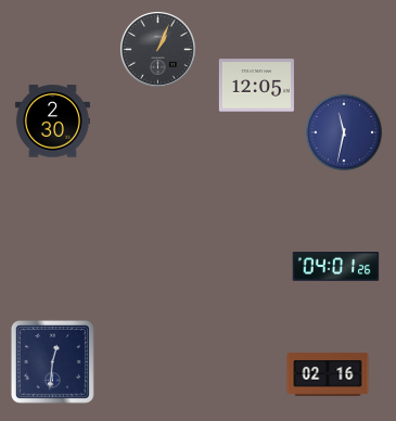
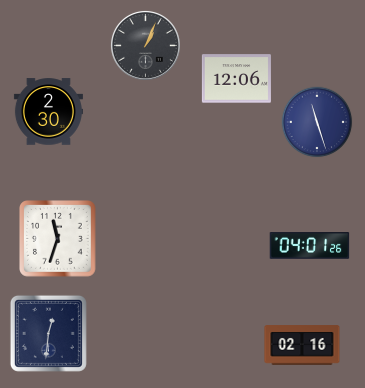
clock at (256, 86): 12:05 -> 12:06
clock at (344, 132): 11:32 -> 11:27
clock at (58, 239): none -> 11:33
